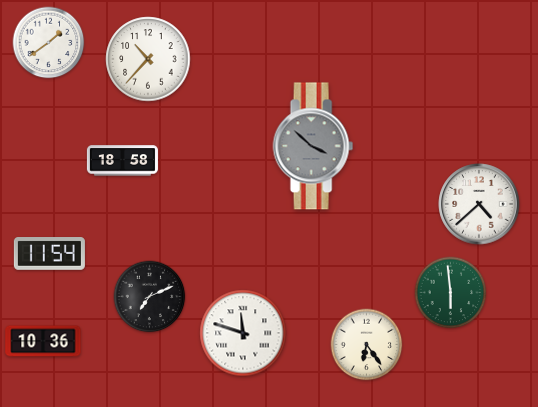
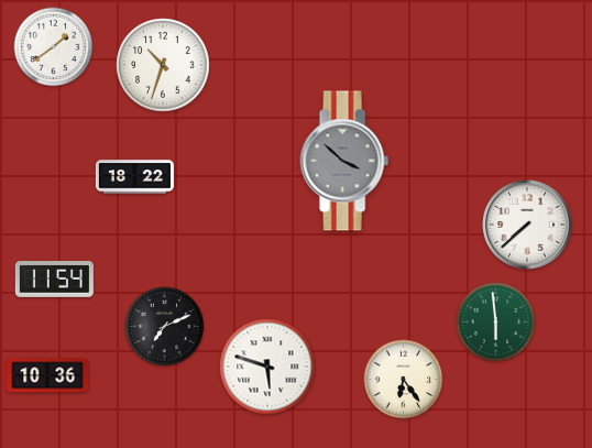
clock at (148, 59): 10:37 -> 10:33
clock at (122, 161): 18:58 -> 18:22
clock at (479, 204): 4:38 -> 7:38
clock at (243, 333): 11:48 -> 5:48
